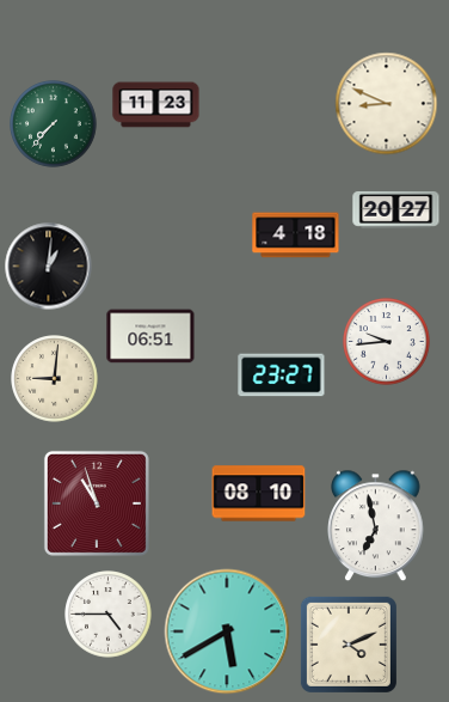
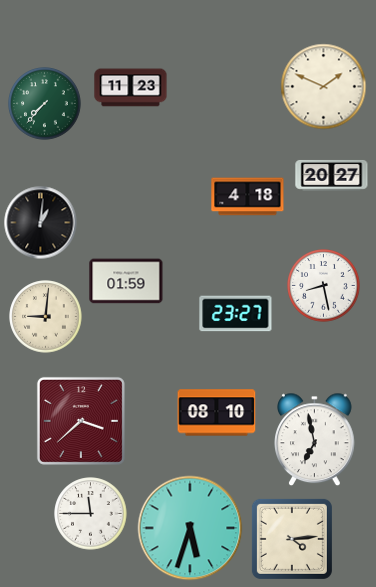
clock at (387, 104): 8:49 -> 1:49
clock at (150, 336): 06:51 -> 01:59
clock at (387, 342): 9:44 -> 8:28
clock at (97, 503): 10:57 -> 3:38
clock at (109, 615): 4:45 -> 11:45
clock at (227, 631): 5:40 -> 5:33
clock at (349, 645): 4:11 -> 4:14
